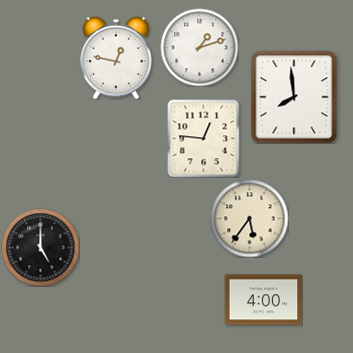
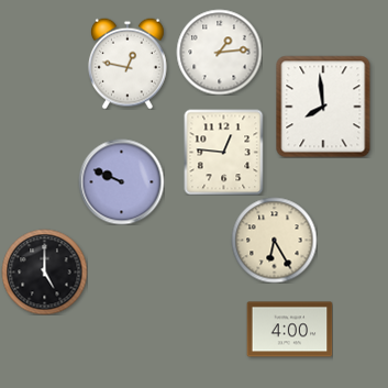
clock at (199, 47): 1:12 -> 1:14
clock at (121, 181): none -> 9:49
clock at (249, 218): 5:36 -> 6:25
